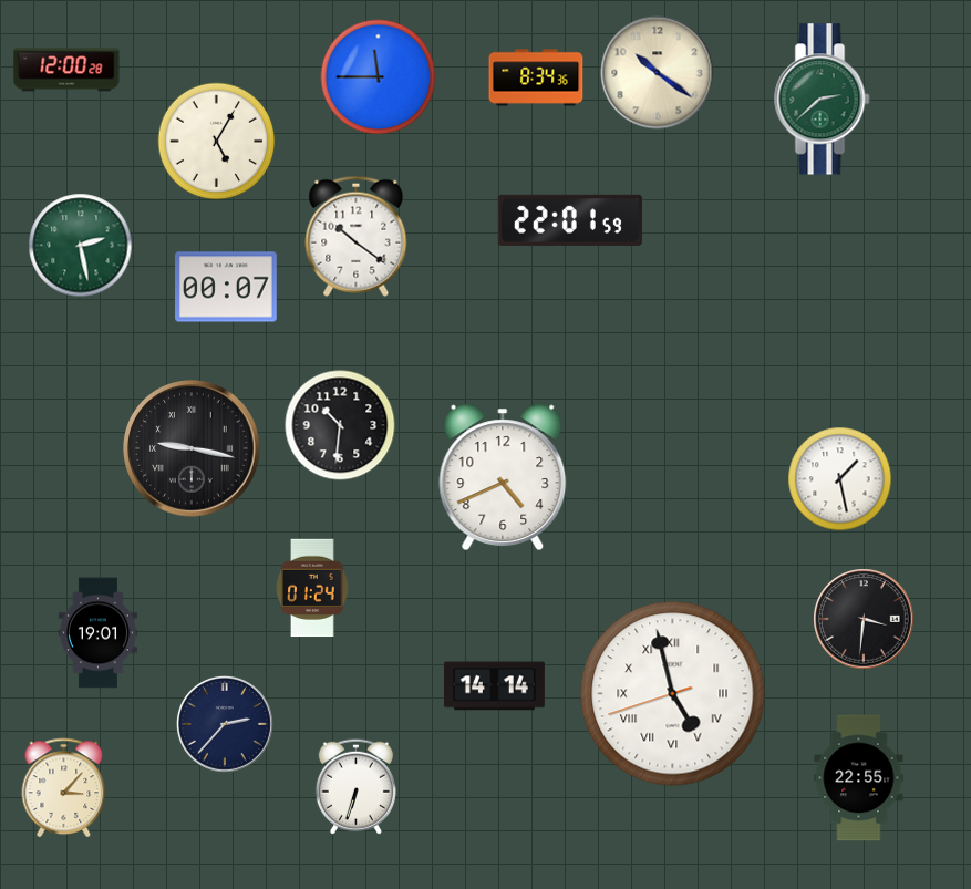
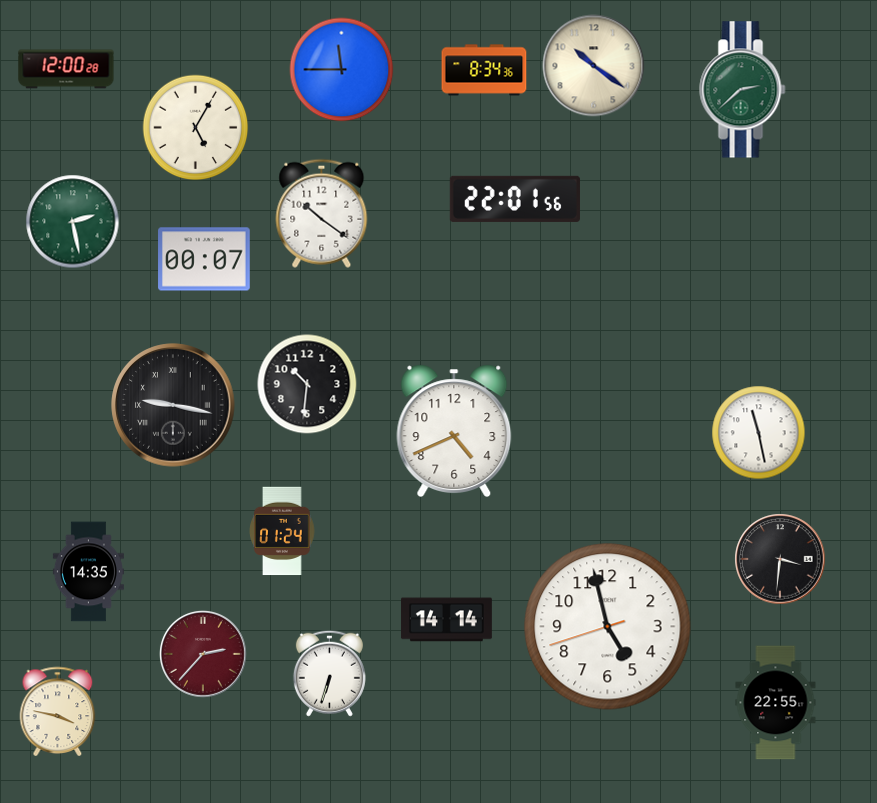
clock at (66, 70) position: (66, 70) -> (66, 69)
clock at (570, 220): 22:01:59 -> 22:01:56
clock at (840, 479): 1:28 -> 11:28
clock at (97, 633): 19:01 -> 14:35
clock at (673, 694) numerals: Roman -> Arabic
clock at (226, 725) dial: navy -> burgundy
clock at (355, 786) position: (355, 786) -> (329, 673)
clock at (64, 787): 3:07 -> 3:47
